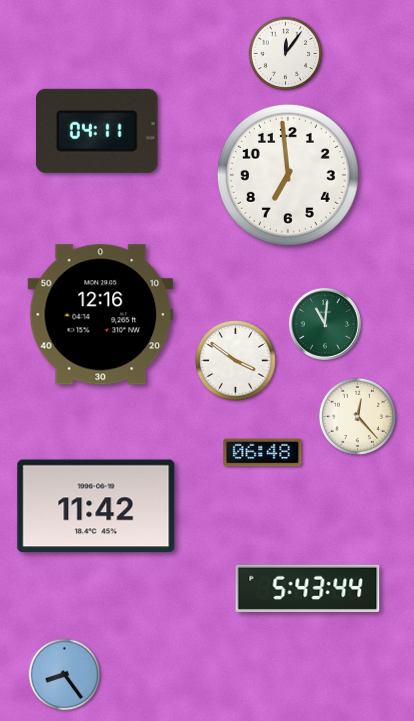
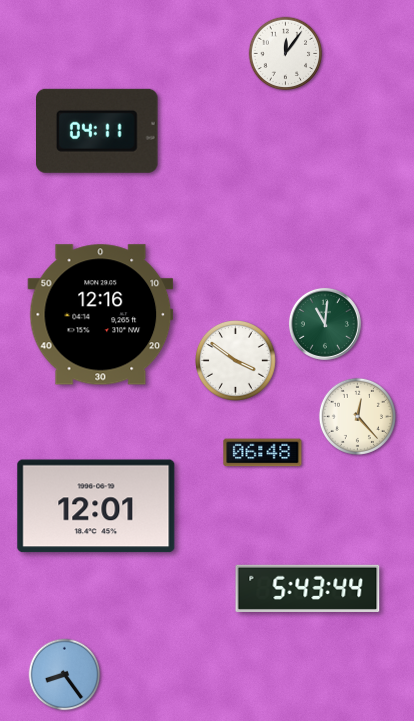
clock at (288, 175): 6:59 -> none
clock at (96, 506): 11:42 -> 12:01
